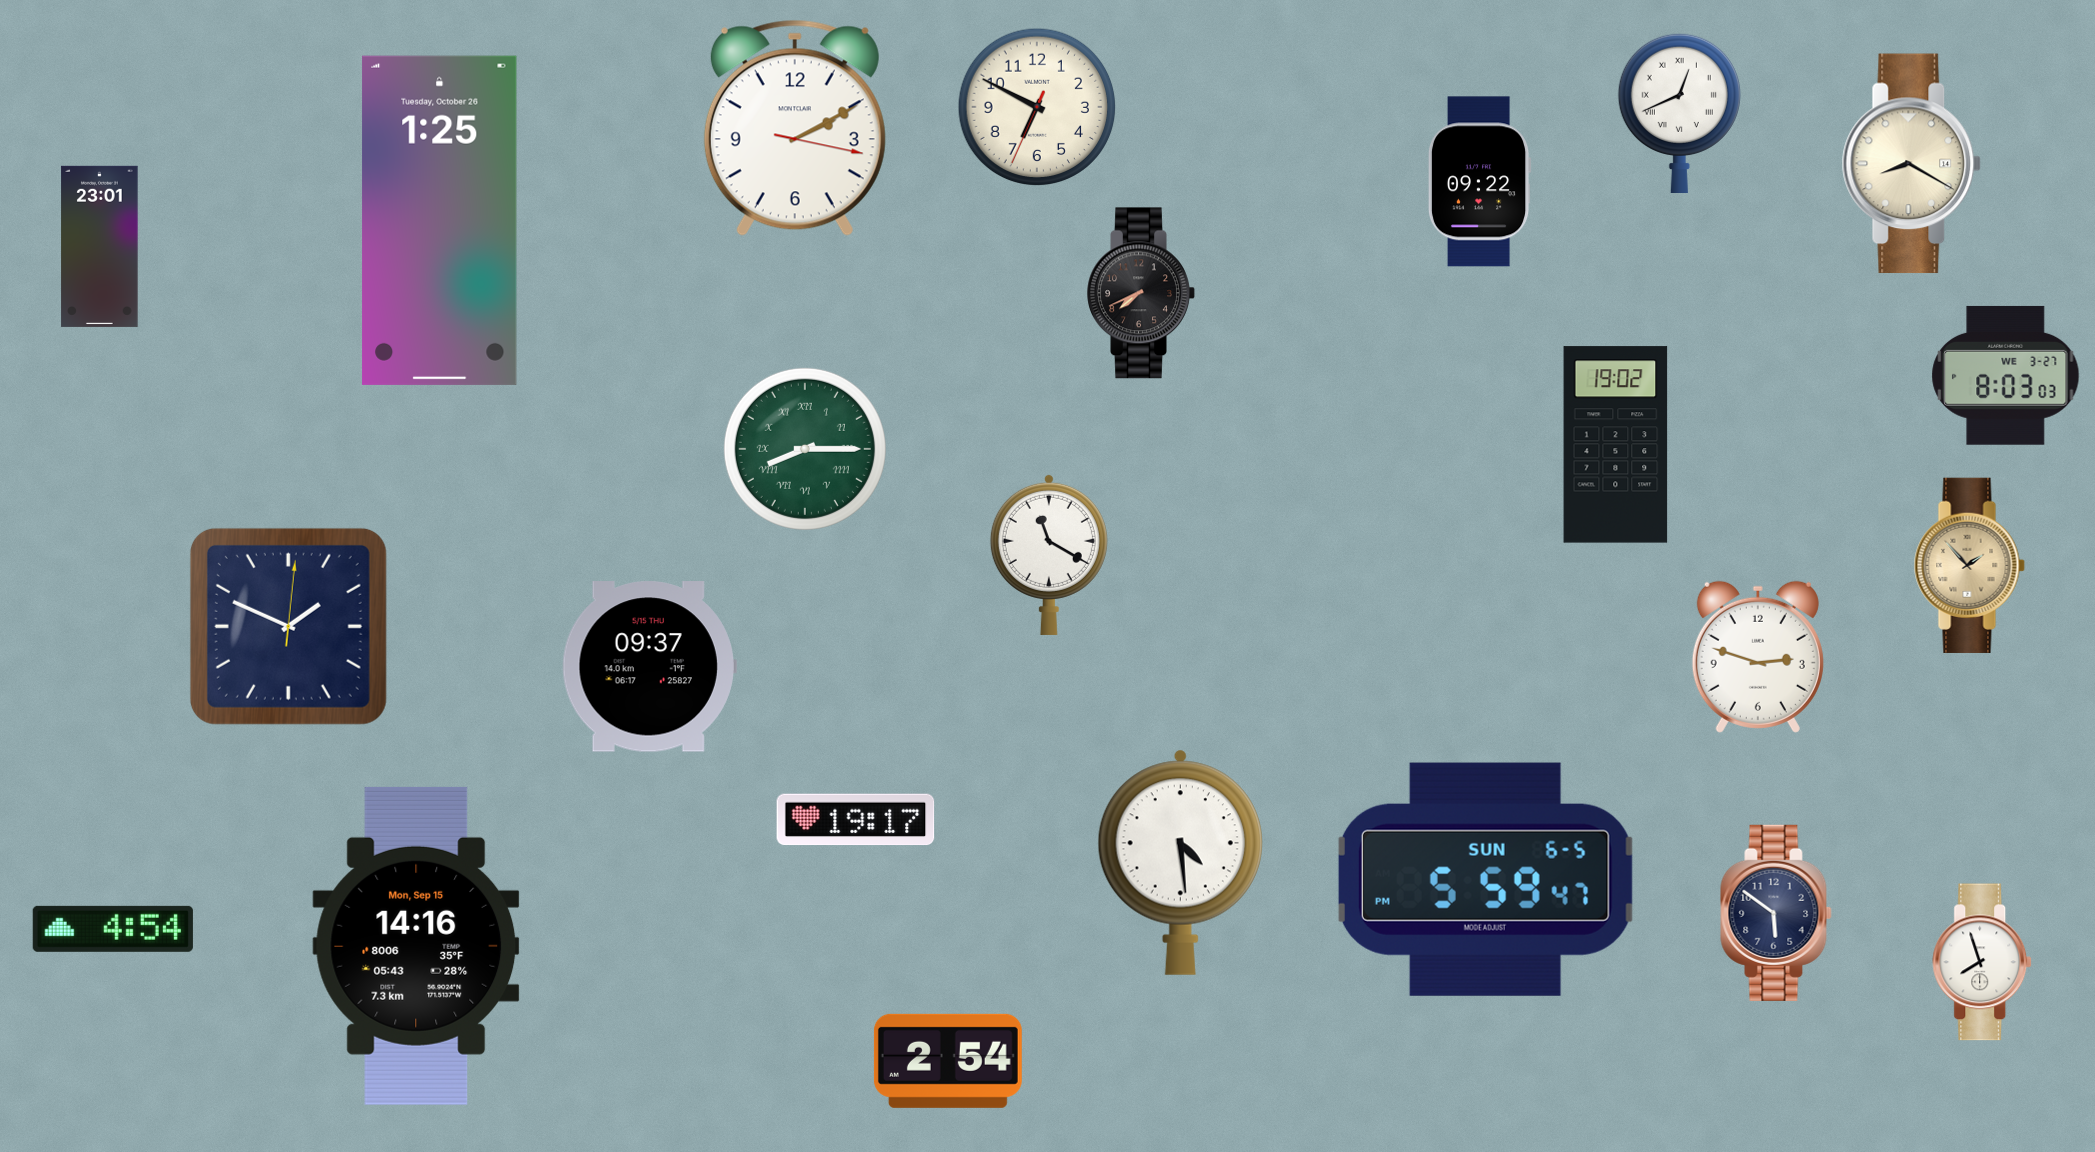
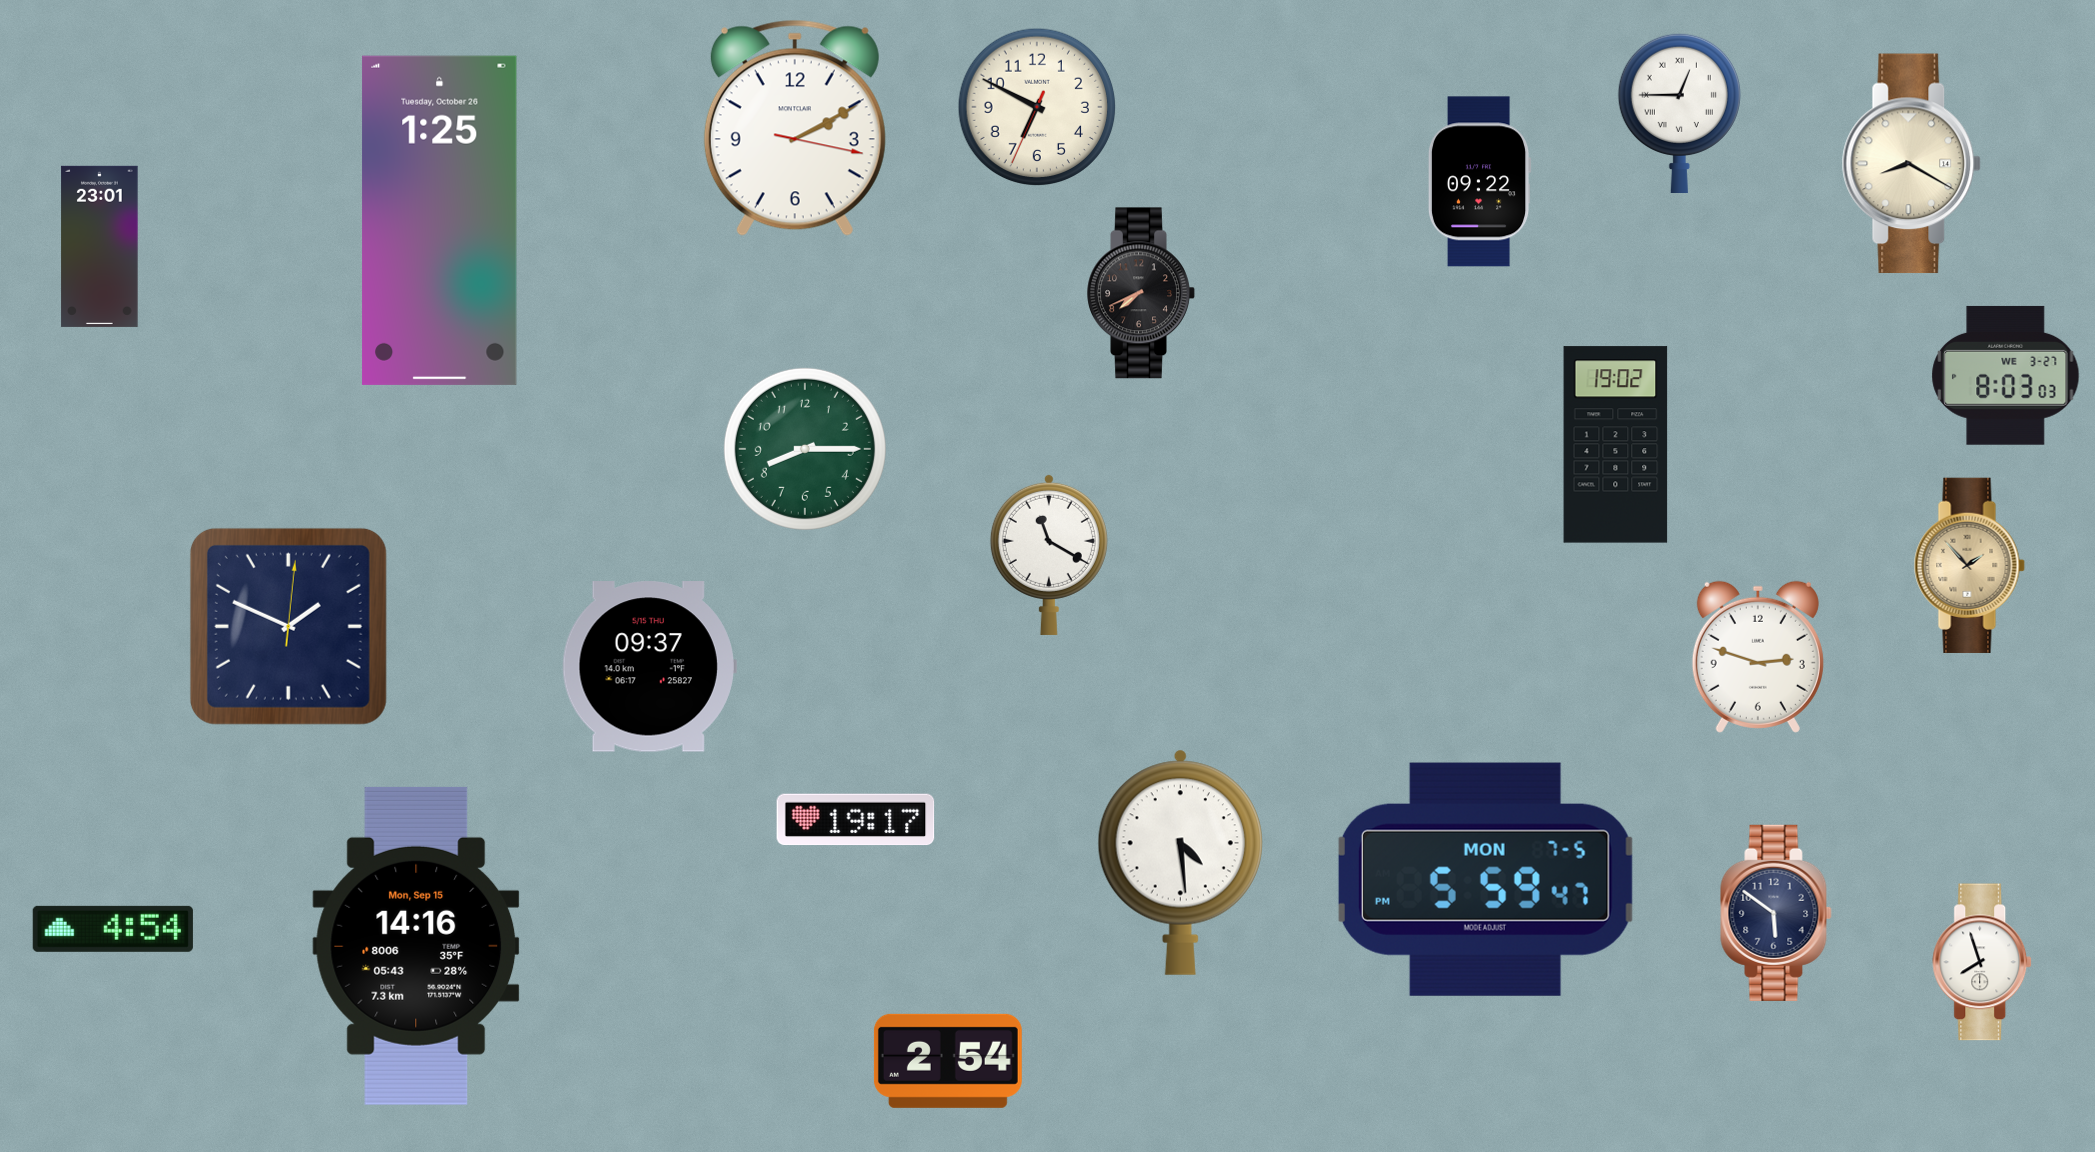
clock at (1679, 112): 12:41 -> 12:45
clock at (805, 449) numerals: Roman -> Arabic
clock at (1485, 879) date: SUN 6-5 -> MON 7-5
